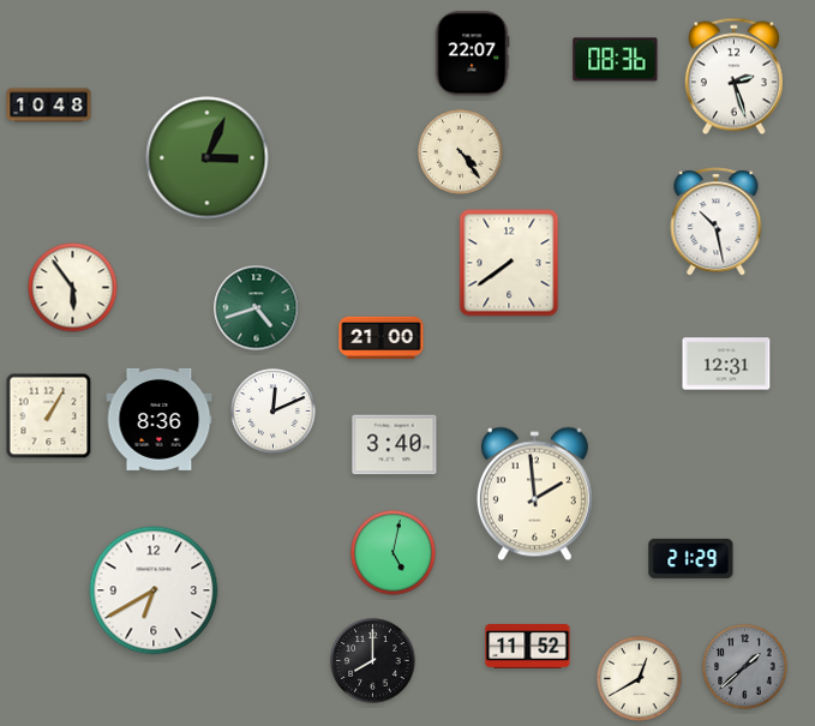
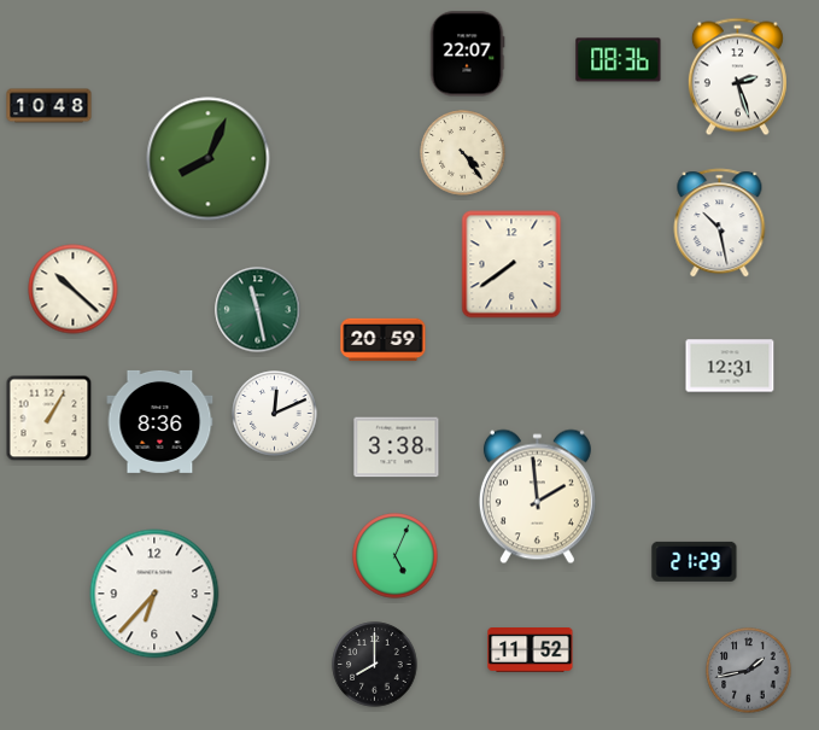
clock at (472, 54) position: (472, 54) -> (467, 54)
clock at (208, 158): 3:04 -> 8:04
clock at (73, 288): 5:54 -> 10:22
clock at (257, 308): 4:42 -> 11:28
clock at (382, 338): 21:00 -> 20:59
clock at (395, 445): 3:40 -> 3:38
clock at (394, 553): 5:02 -> 5:04
clock at (154, 590): 6:40 -> 6:37
clock at (745, 667): 1:38 -> 1:43
clock at (640, 679): 12:40 -> none
